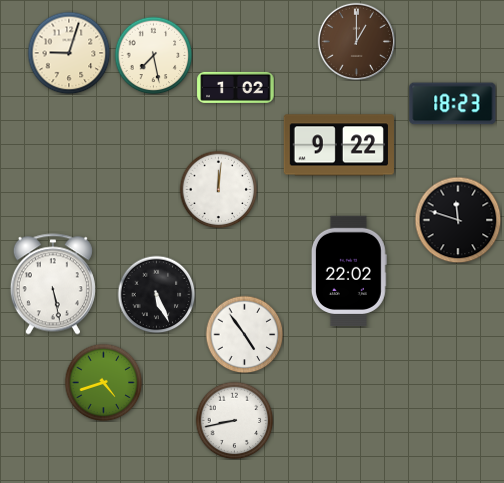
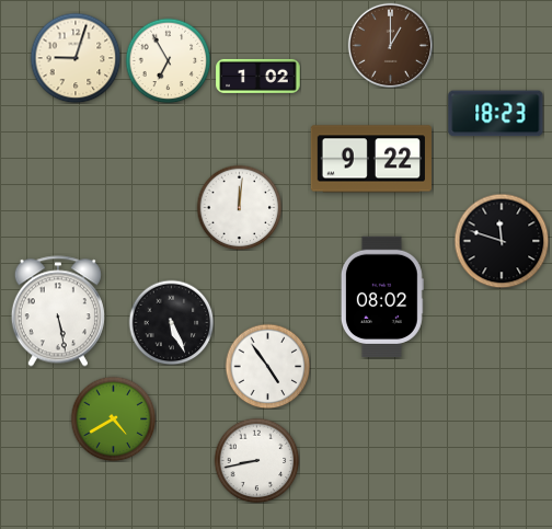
clock at (153, 55): 7:28 -> 6:55
clock at (236, 87) position: (236, 87) -> (258, 76)
clock at (349, 270): 22:02 -> 08:02
clock at (103, 382): 4:42 -> 4:40
